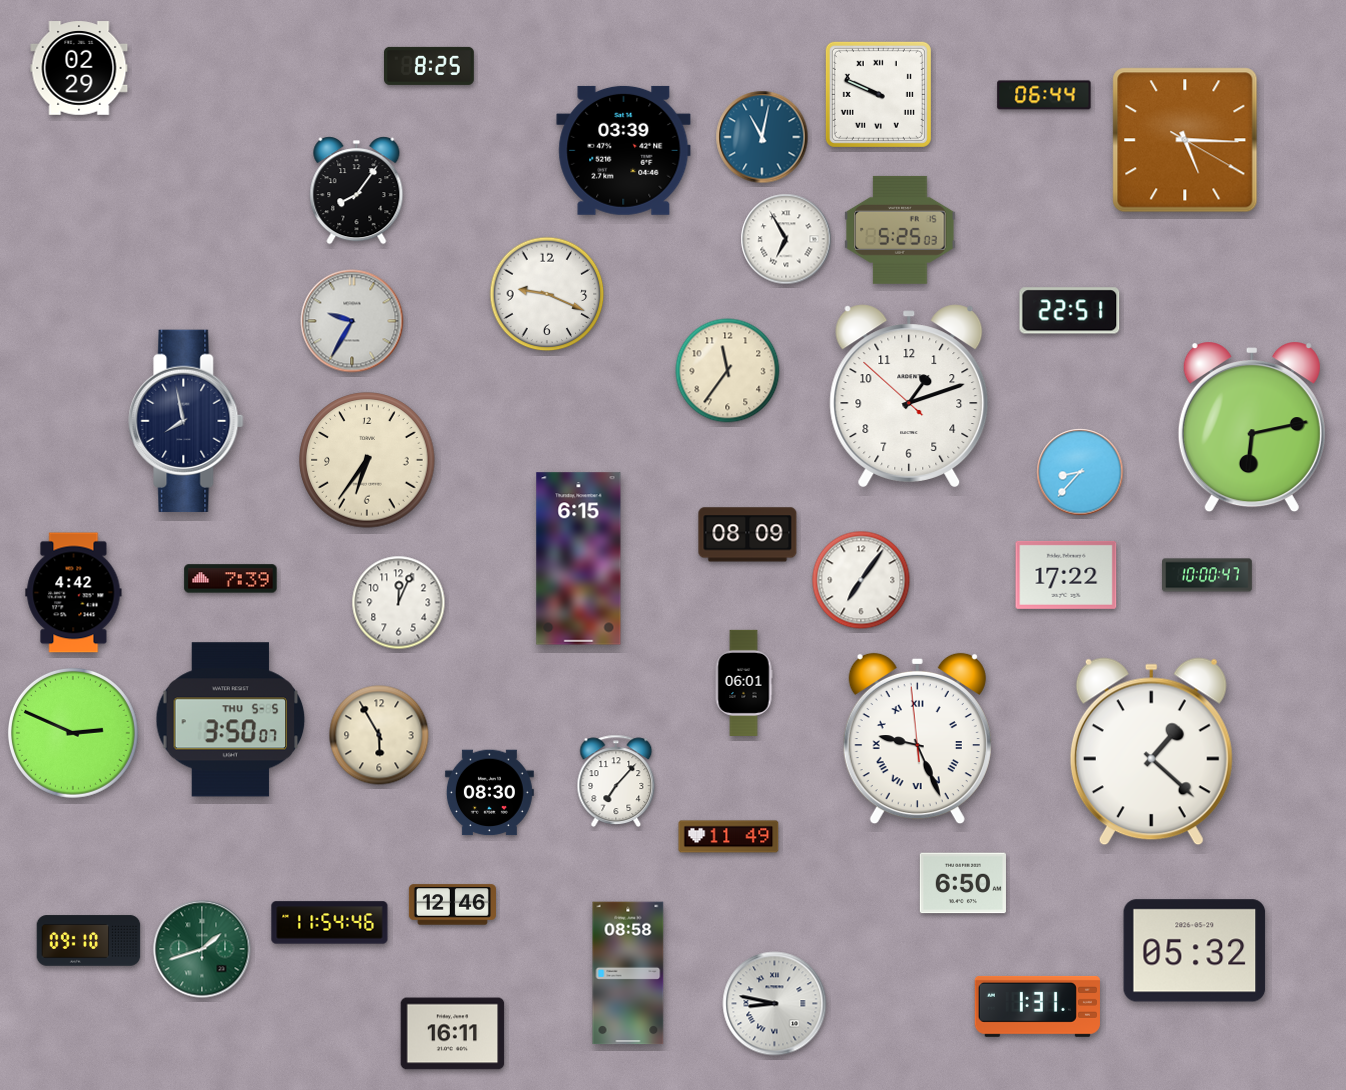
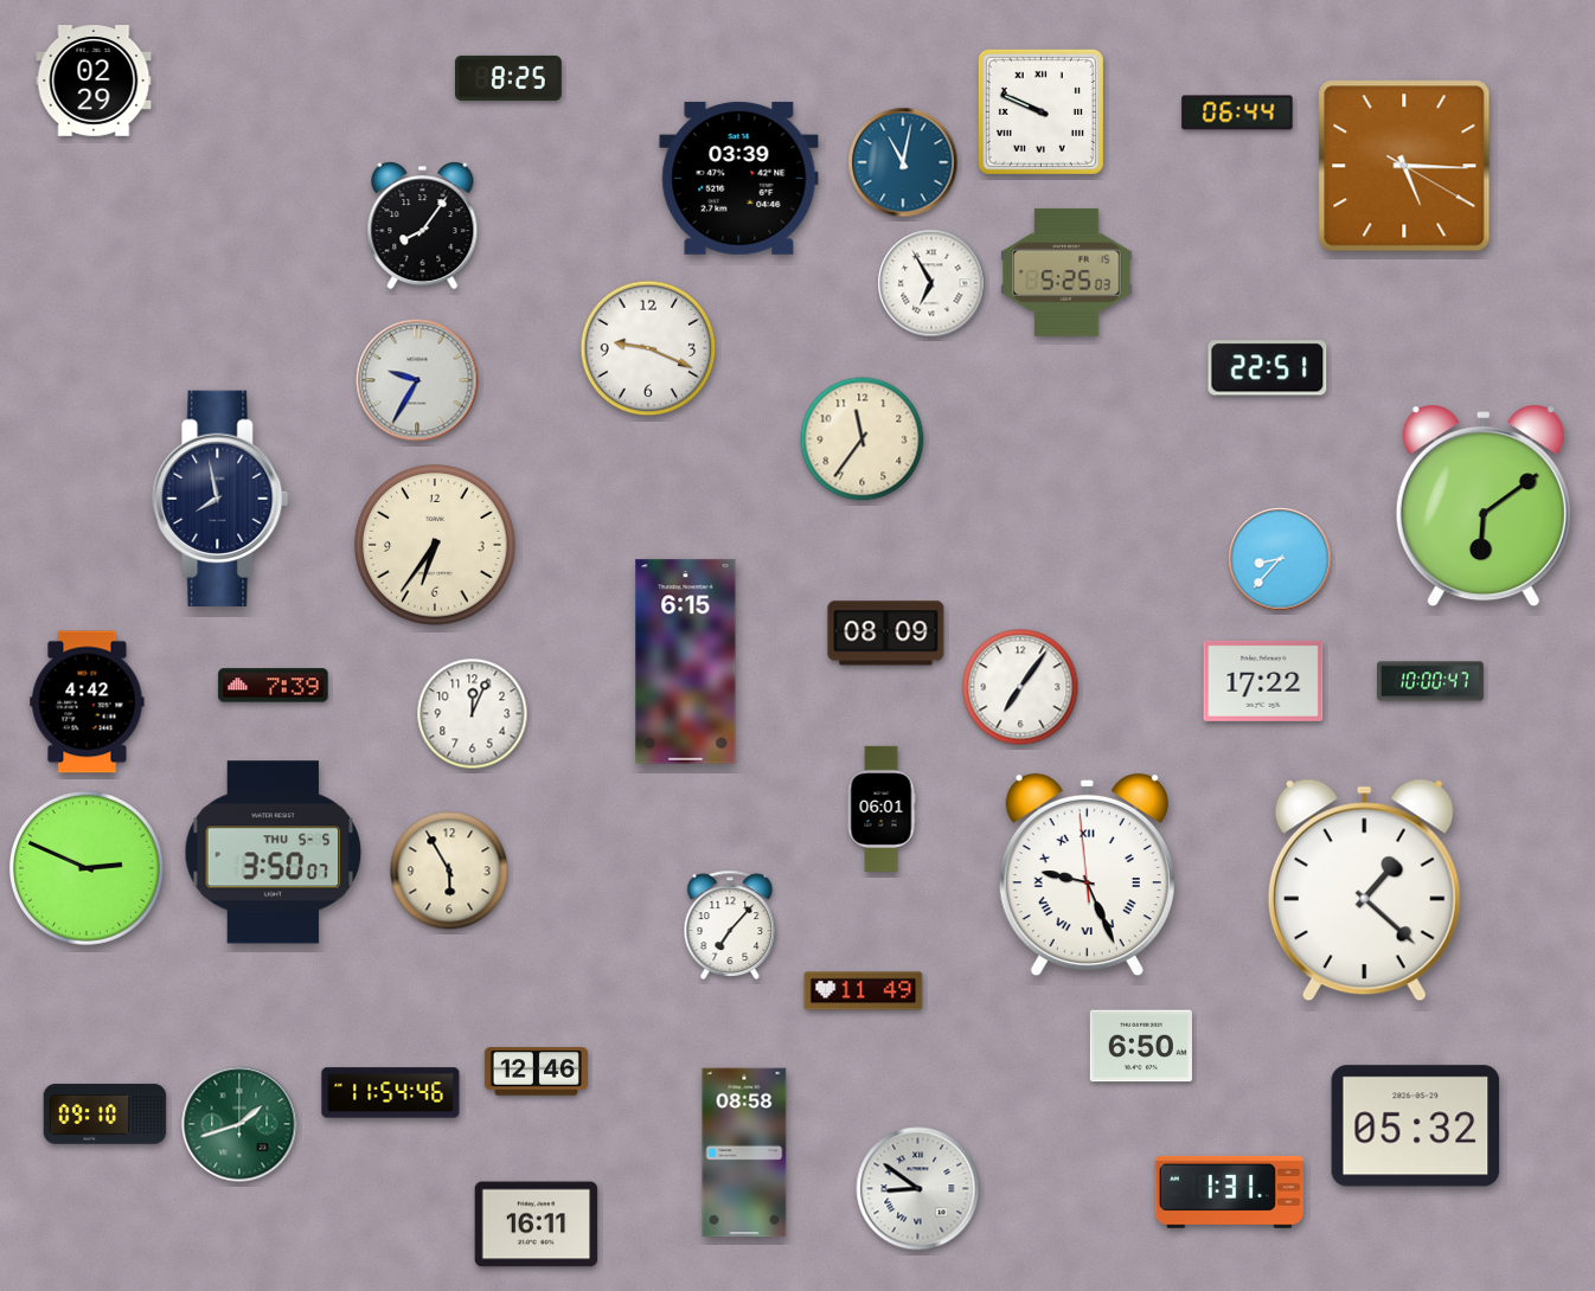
clock at (909, 396): 1:11 -> none
clock at (1252, 427): 6:13 -> 6:09
clock at (489, 793): 08:30 -> none
clock at (775, 1004): 8:47 -> 8:51
